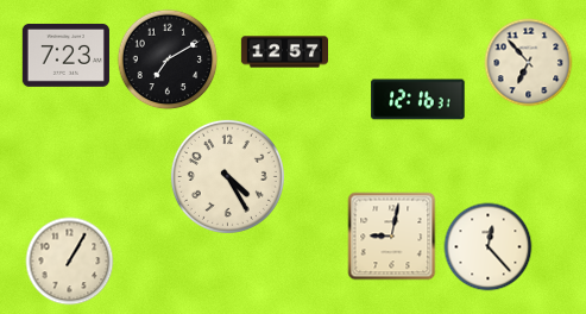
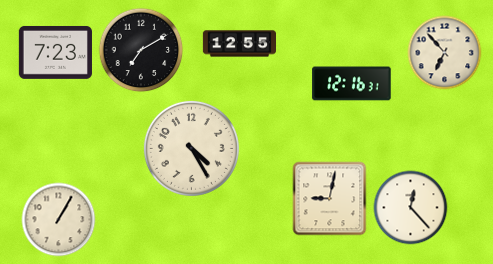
clock at (285, 52): 12:57 -> 12:55
clock at (65, 55) position: (65, 55) -> (55, 52)
